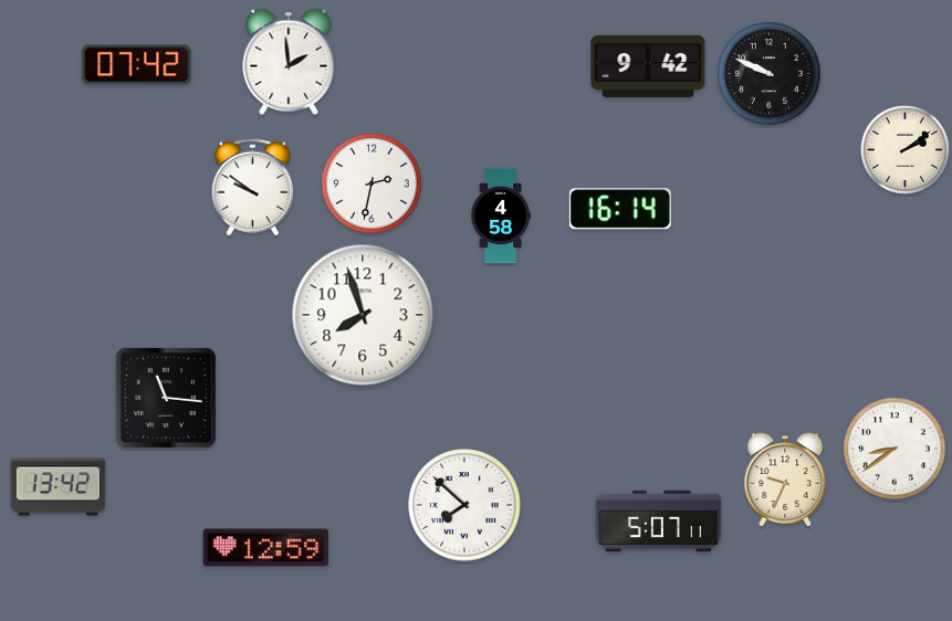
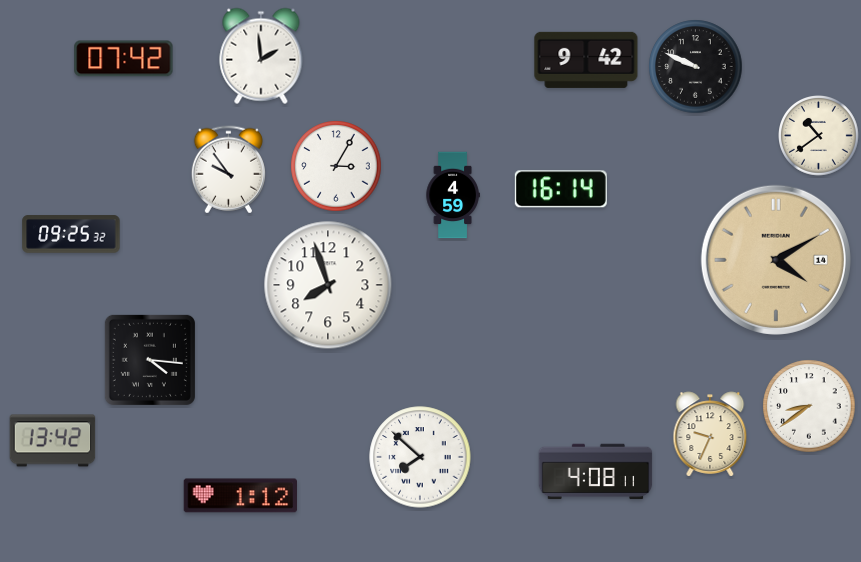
clock at (906, 150): 2:09 -> 10:39
clock at (372, 183): 2:32 -> 3:05
clock at (252, 188): 9:51 -> 9:54
clock at (501, 215): 4:58 -> 4:59
clock at (71, 234): none -> 09:25
clock at (776, 260): none -> 4:10
clock at (166, 398): 11:16 -> 4:16
clock at (659, 522): 5:07 -> 4:08
clock at (266, 548): 12:59 -> 1:12
